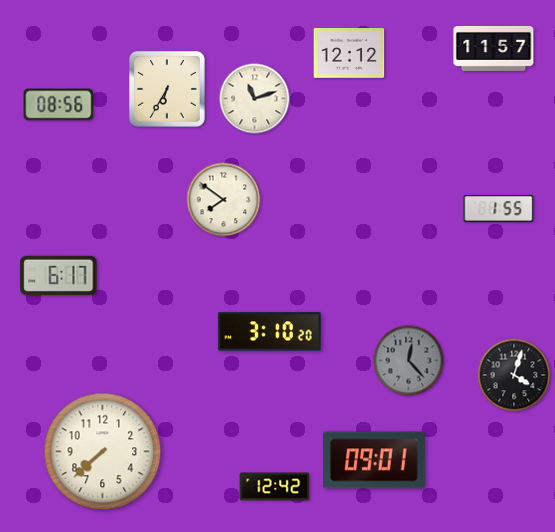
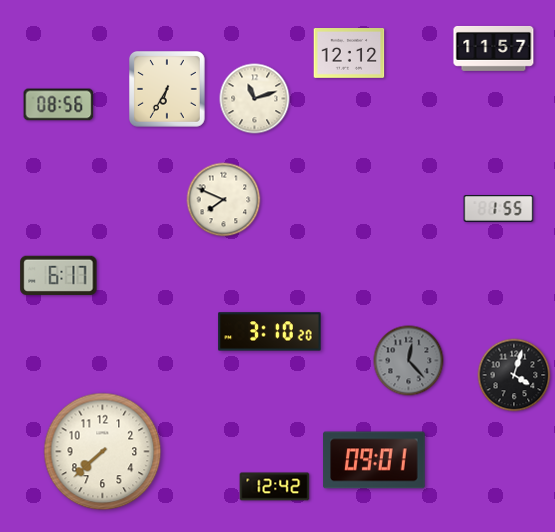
clock at (224, 200): 7:51 -> 7:49
